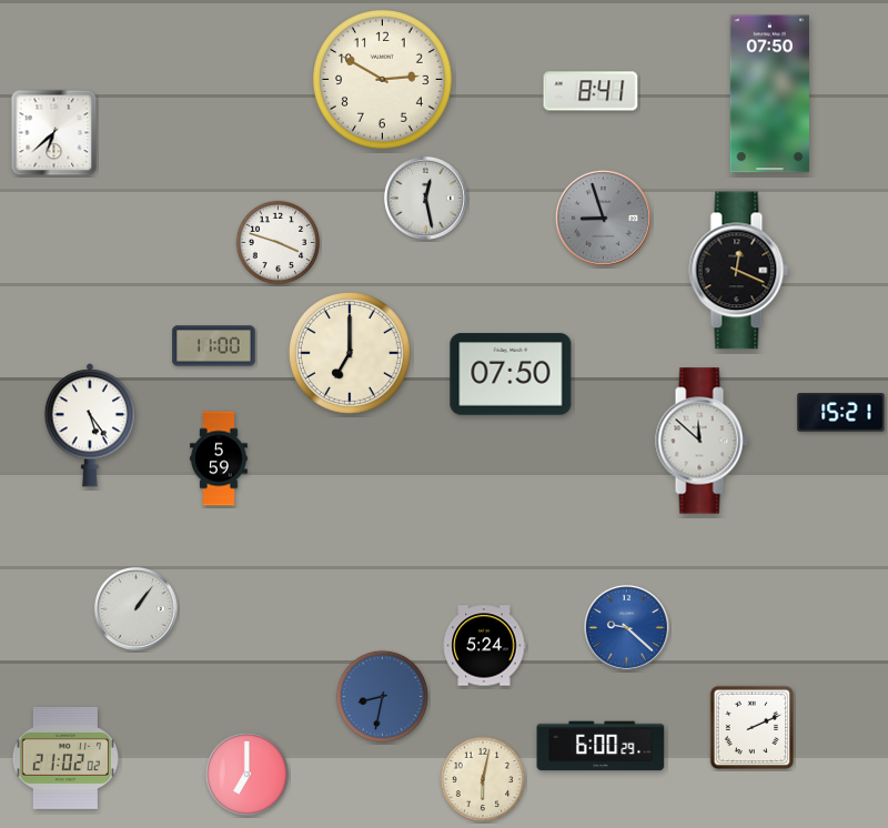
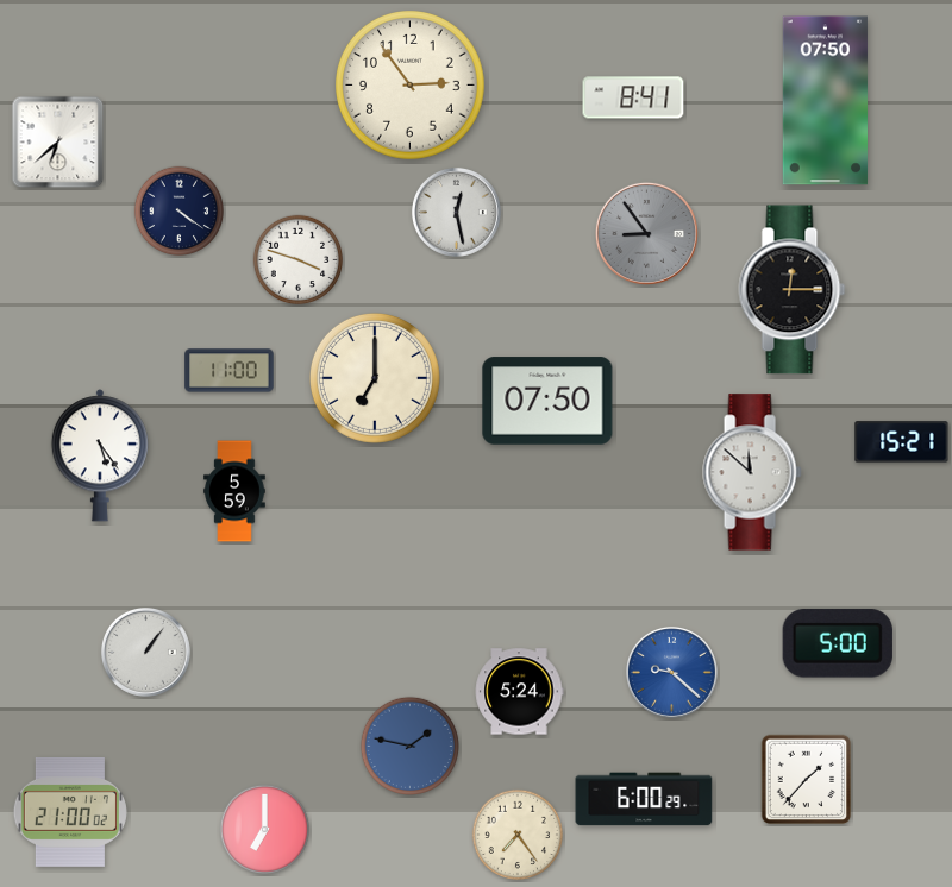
clock at (383, 80): 2:50 -> 2:54
clock at (180, 212): none -> 4:21
clock at (603, 218): 8:57 -> 8:54
clock at (739, 271): 12:19 -> 12:15
clock at (90, 425) position: (90, 425) -> (100, 455)
clock at (838, 643): none -> 5:00
clock at (382, 696): 8:32 -> 1:47
clock at (753, 728): 2:11 -> 1:37
clock at (65, 758): 21:02 -> 21:00
clock at (483, 779): 6:02 -> 7:24
